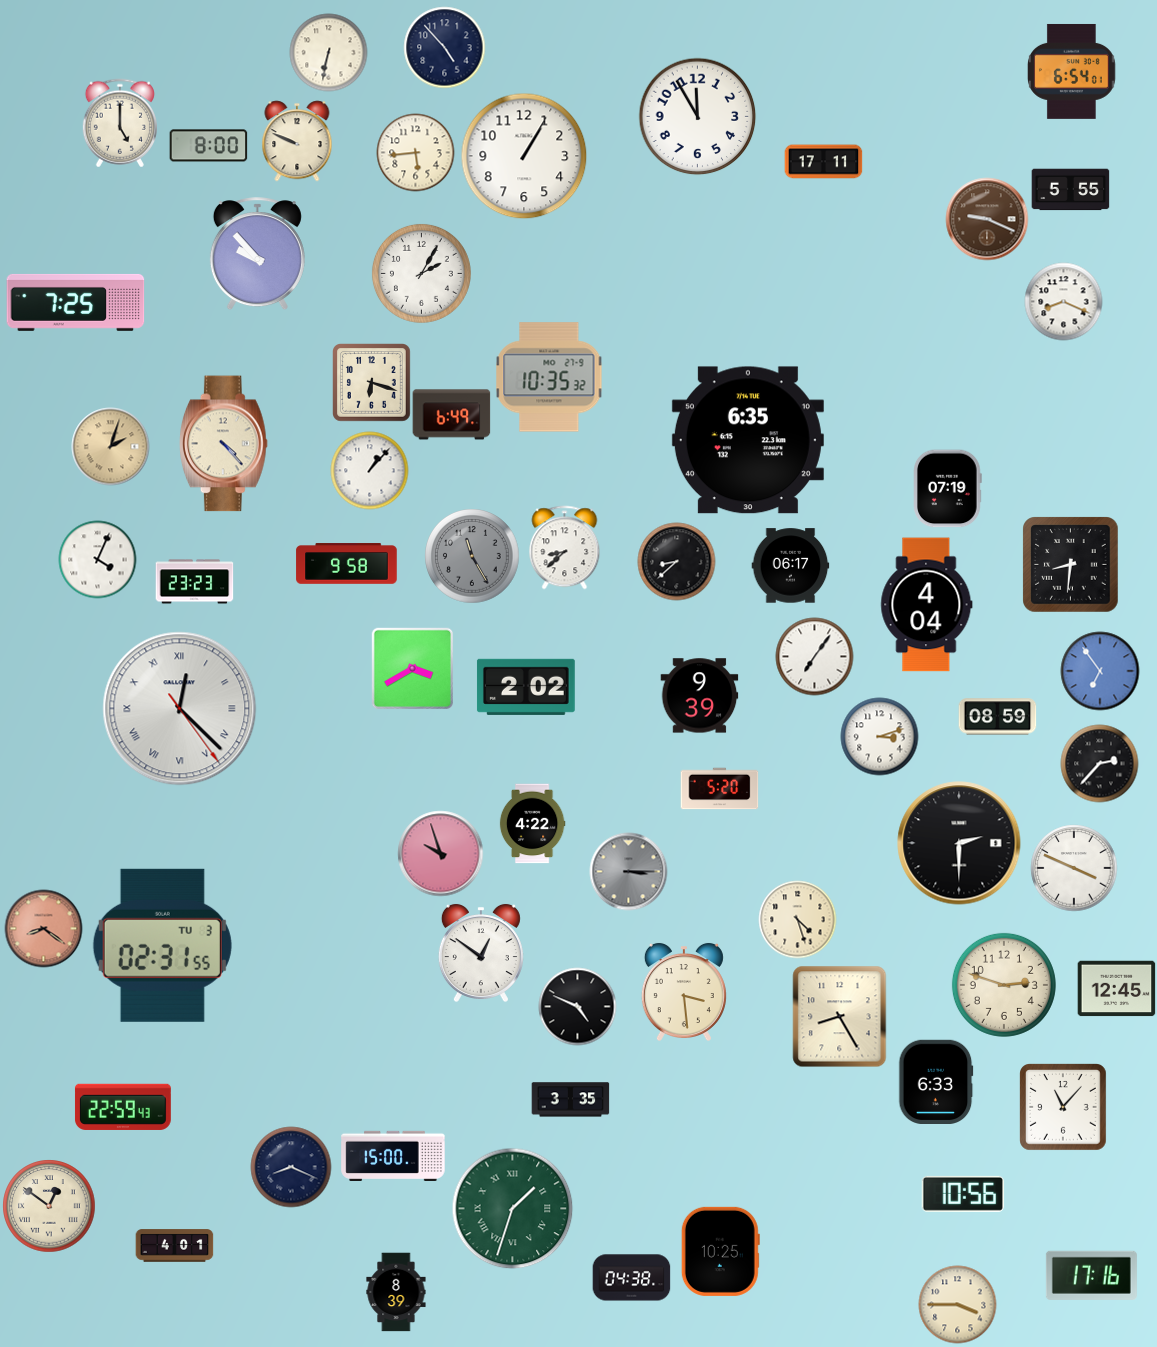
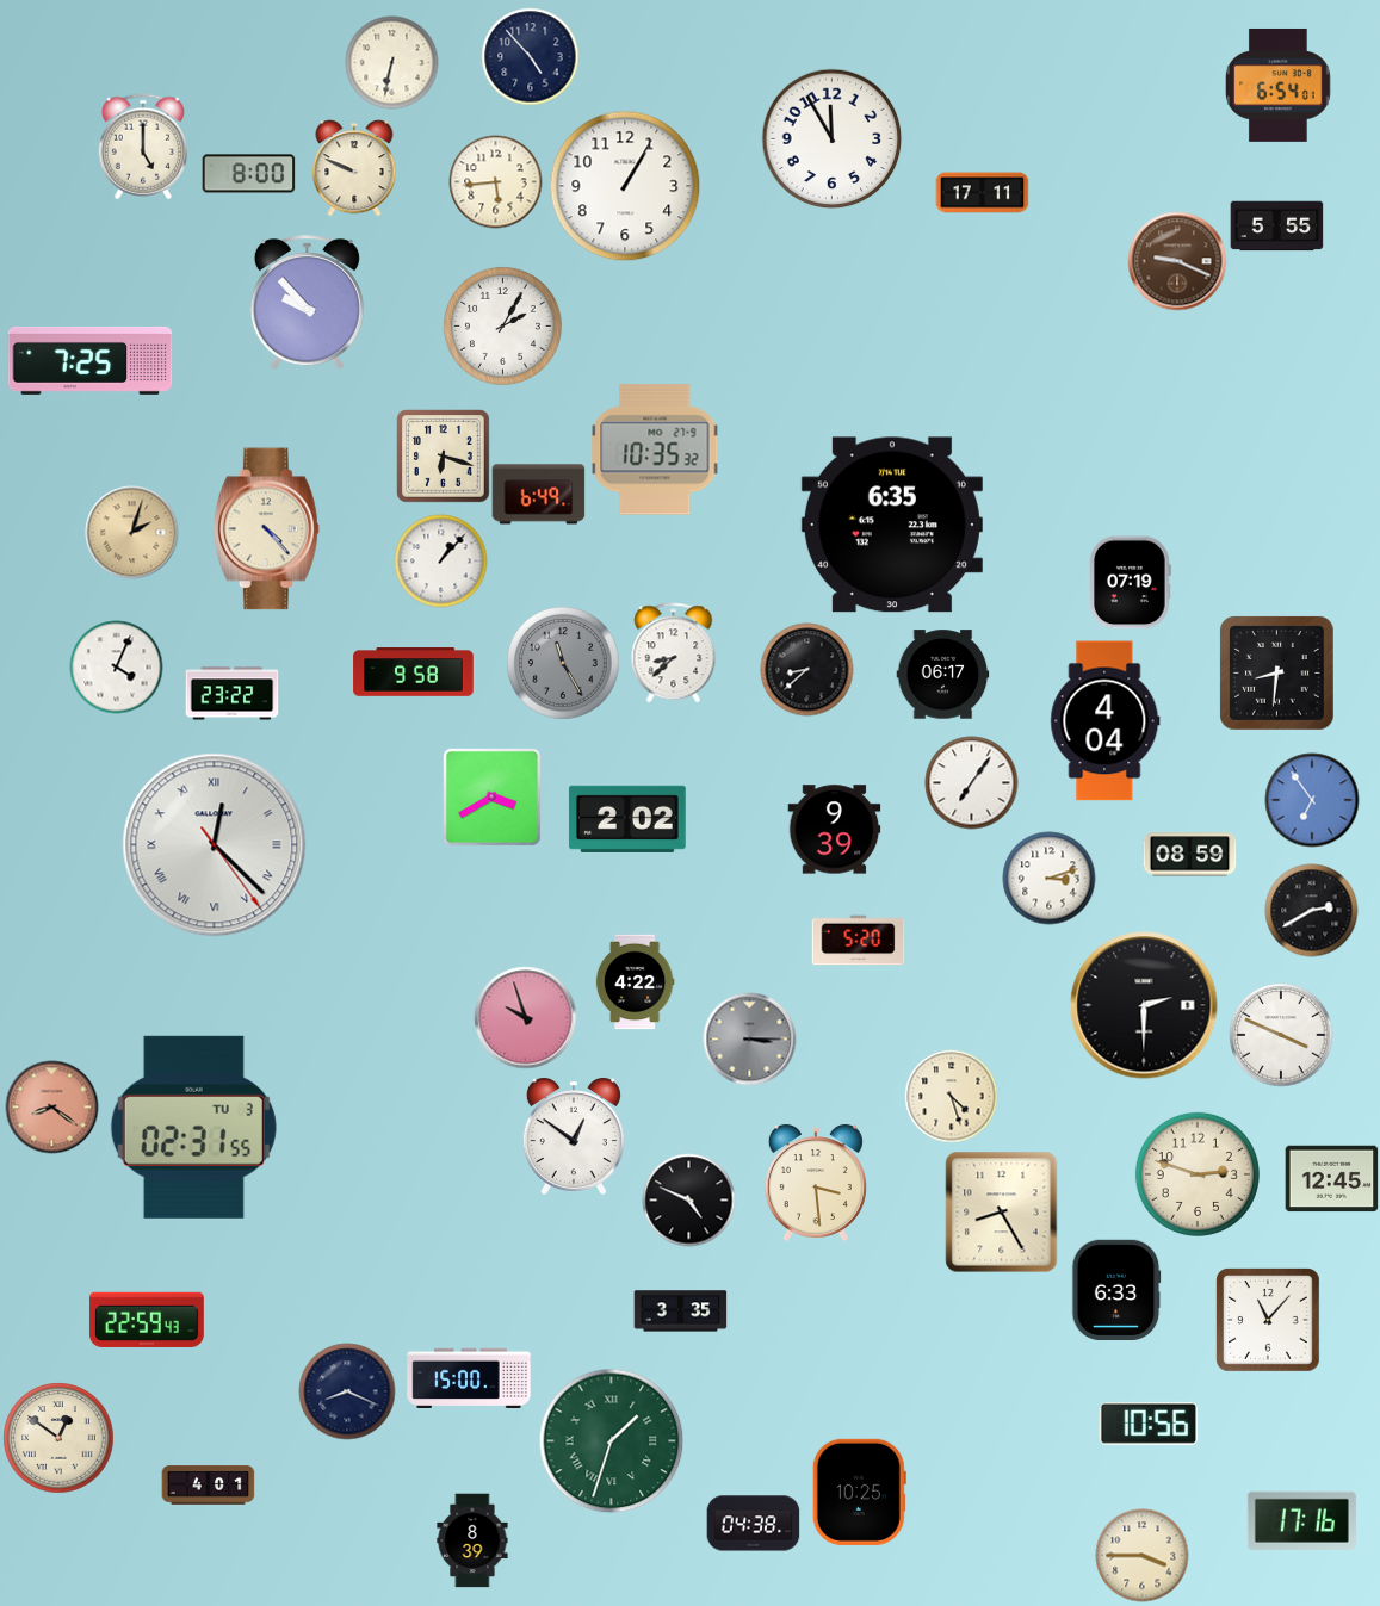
clock at (1063, 301): 8:19 -> none
clock at (194, 582): 23:23 -> 23:22
clock at (1099, 763): 2:37 -> 2:40
